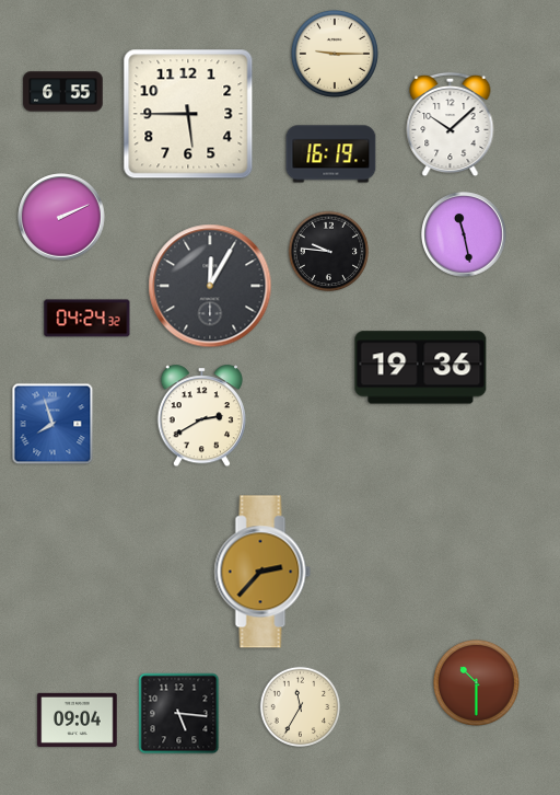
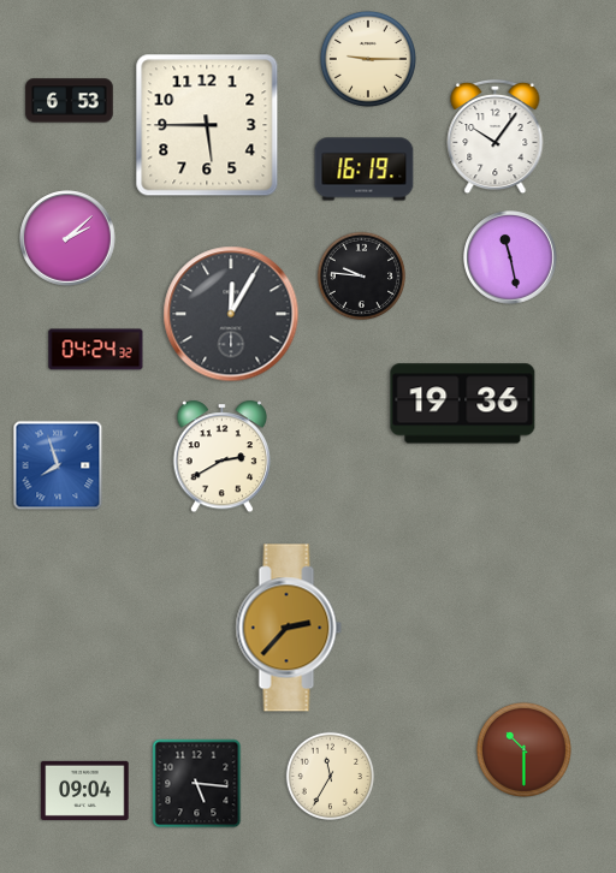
clock at (63, 92): 6:55 -> 6:53
clock at (451, 125): 10:08 -> 10:06
clock at (61, 217): 2:11 -> 2:08
